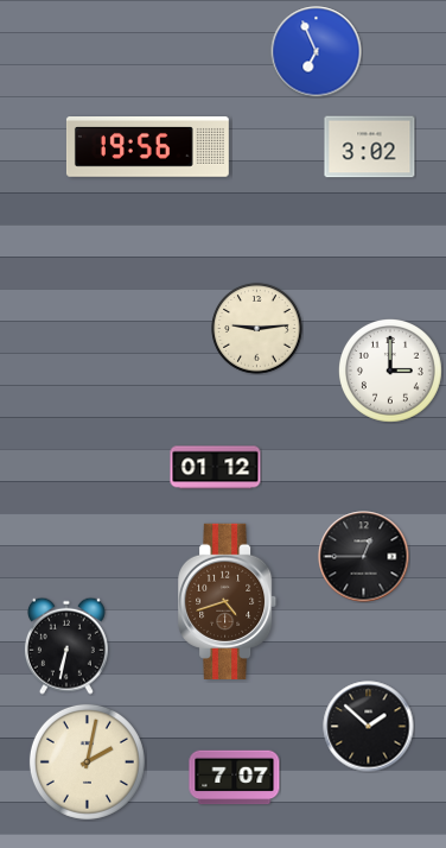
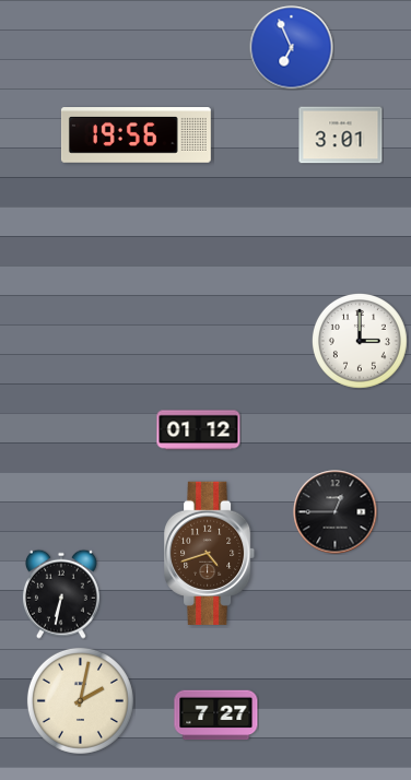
clock at (370, 147): 3:02 -> 3:01
clock at (257, 329): 9:14 -> none
clock at (369, 727): 1:52 -> none
clock at (235, 778): 7:07 -> 7:27
